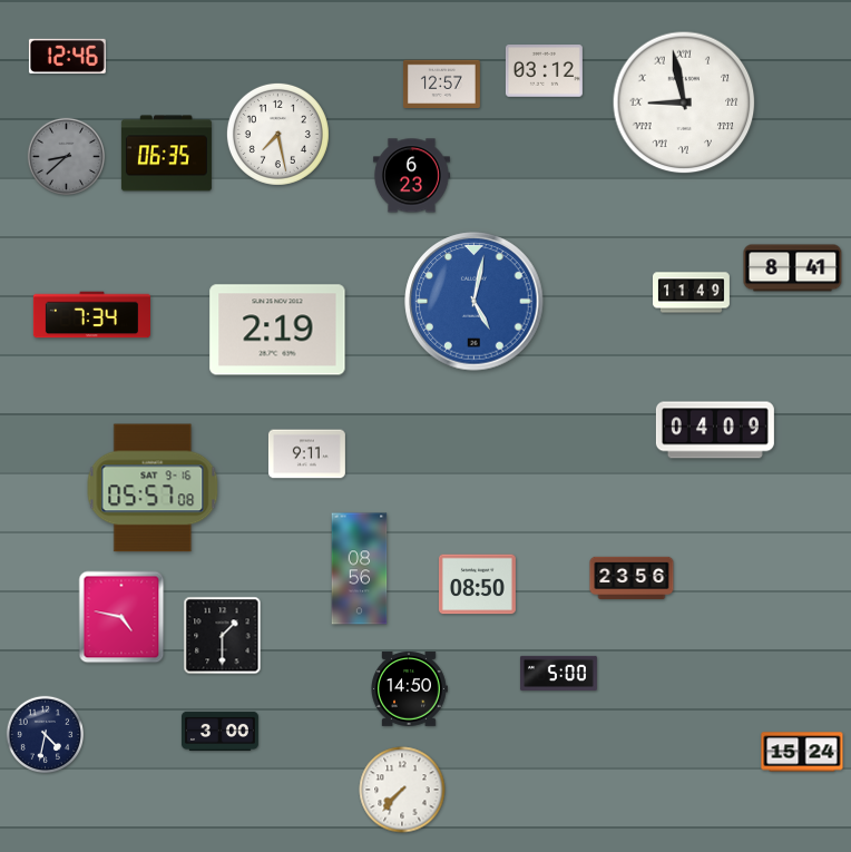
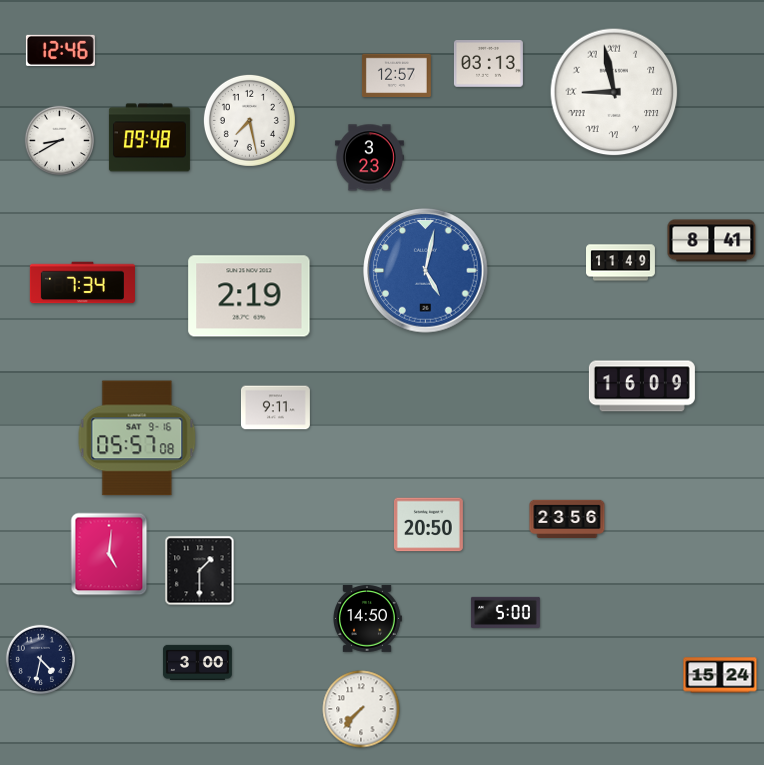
clock at (544, 71): 03:12 -> 03:13
clock at (166, 154): 06:35 -> 09:48
clock at (67, 157): 8:38 -> 8:40
clock at (67, 157) dial: grey -> white
clock at (411, 176): 6:23 -> 3:23
clock at (715, 430): 04:09 -> 16:09
clock at (360, 569): 08:56 -> none
clock at (477, 585): 08:50 -> 20:50
clock at (121, 617): 4:47 -> 5:01
clock at (558, 673) position: (558, 673) -> (505, 612)
clock at (219, 731) position: (219, 731) -> (197, 662)
